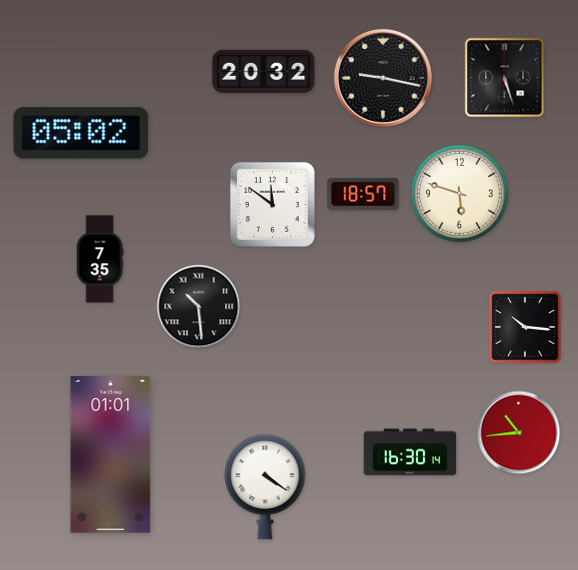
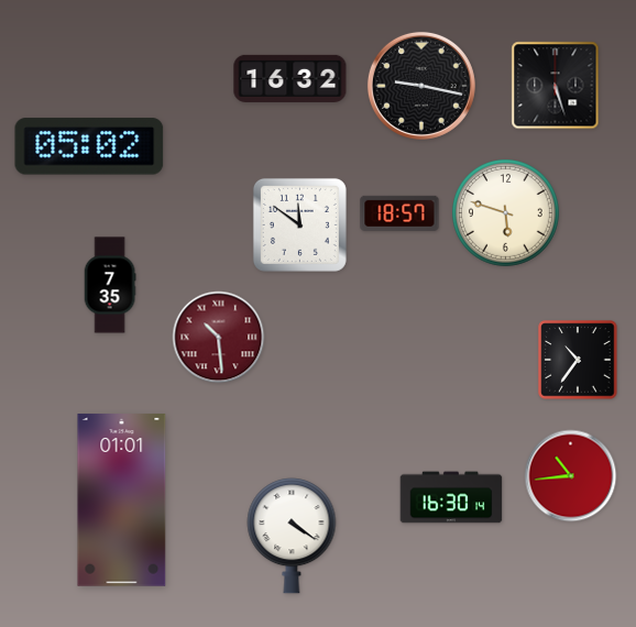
clock at (264, 71): 20:32 -> 16:32
clock at (199, 307) dial: black -> burgundy
clock at (525, 327): 10:16 -> 10:36
